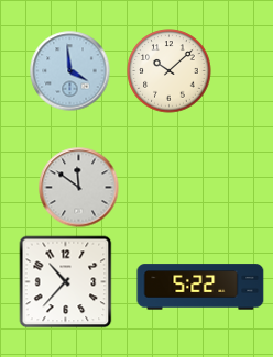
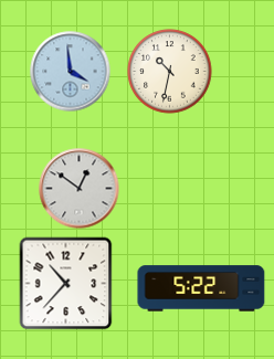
clock at (170, 71): 10:08 -> 10:32
clock at (79, 188): 11:51 -> 12:51
